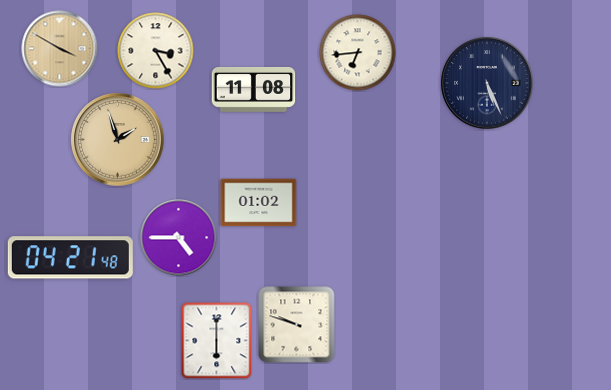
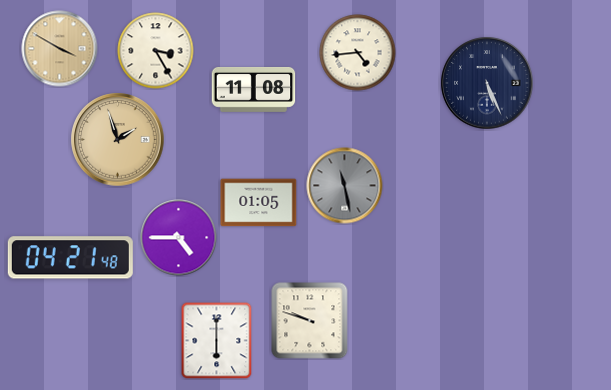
clock at (358, 53): 6:44 -> 4:44
clock at (345, 186): none -> 11:28
clock at (259, 203): 01:02 -> 01:05
clock at (297, 325) position: (297, 325) -> (310, 321)
